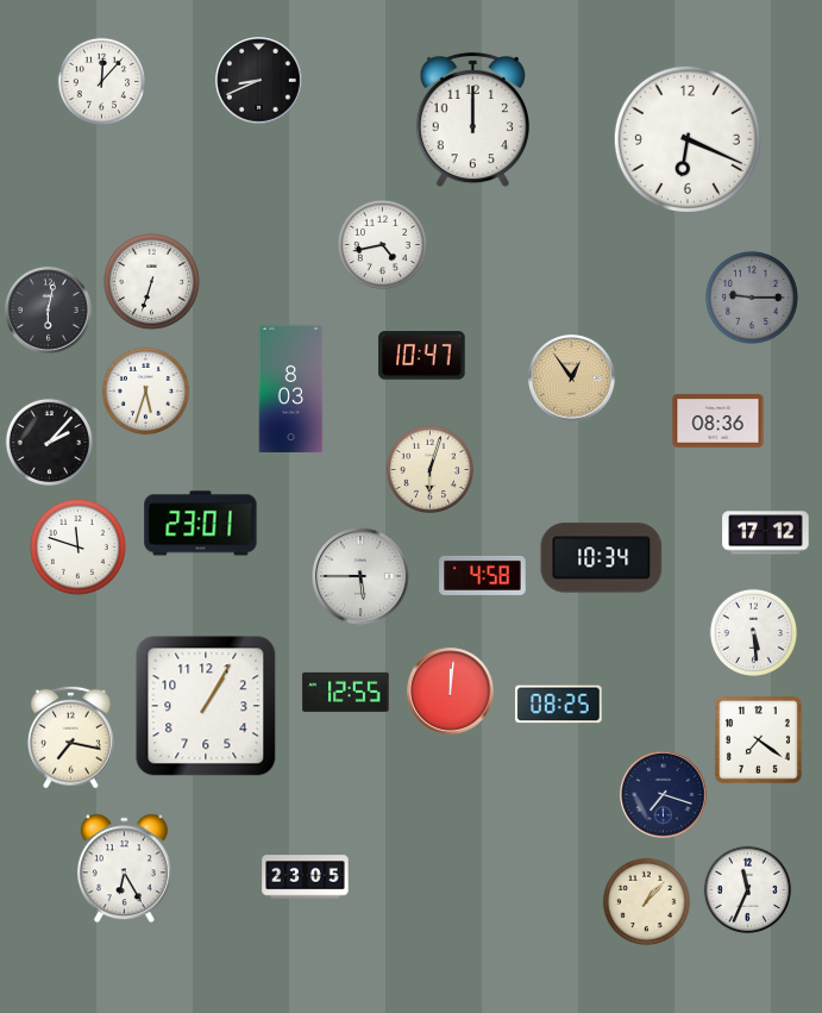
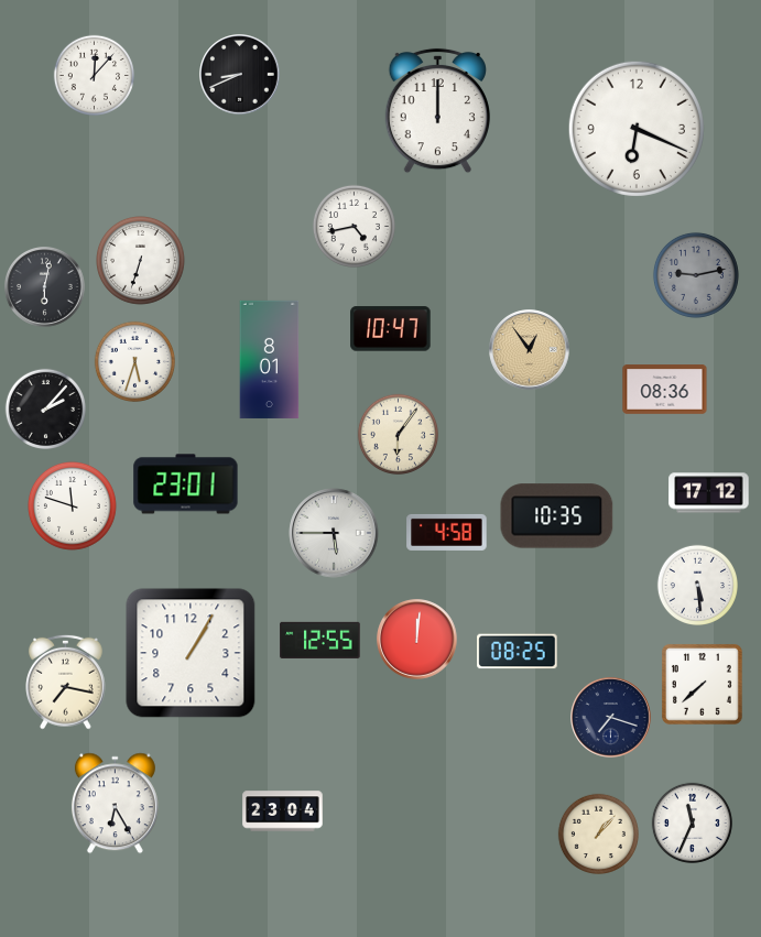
clock at (752, 298): 9:15 -> 9:13
clock at (291, 388): 8:03 -> 8:01
clock at (429, 469): 6:03 -> 6:06
clock at (602, 558): 10:34 -> 10:35
clock at (758, 739): 7:21 -> 7:38
clock at (664, 795) position: (664, 795) -> (611, 718)
clock at (306, 877): 23:05 -> 23:04
